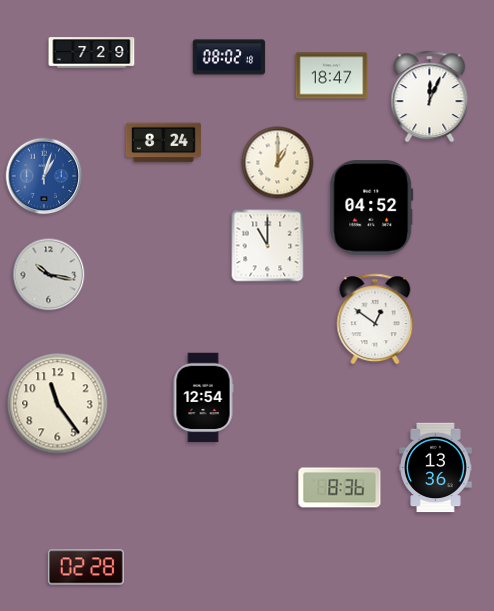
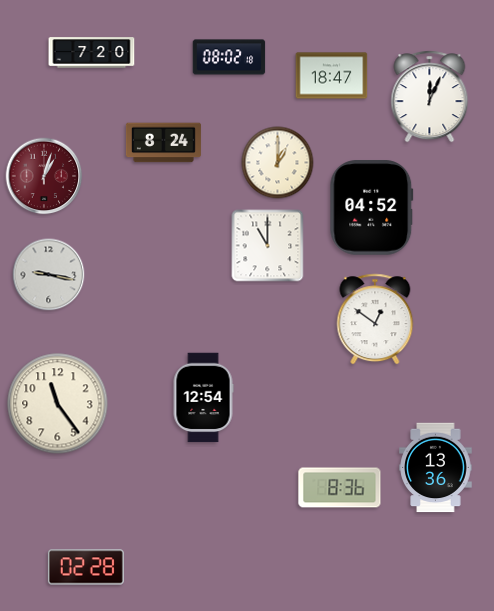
clock at (92, 53): 7:29 -> 7:20
clock at (44, 176) dial: blue -> burgundy
clock at (49, 275): 10:17 -> 9:17
